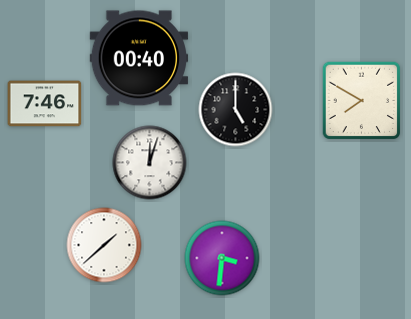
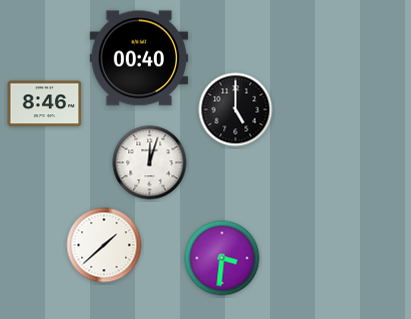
clock at (362, 101): 7:50 -> none
clock at (45, 104): 7:46 -> 8:46
